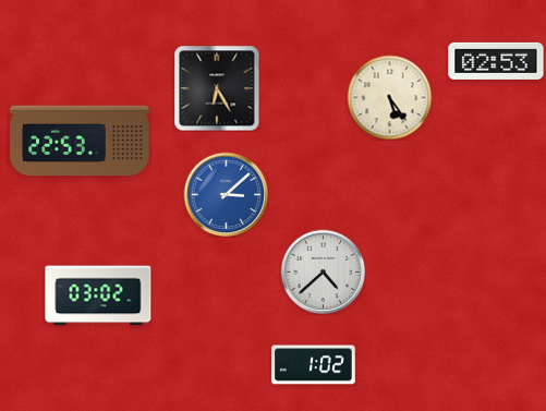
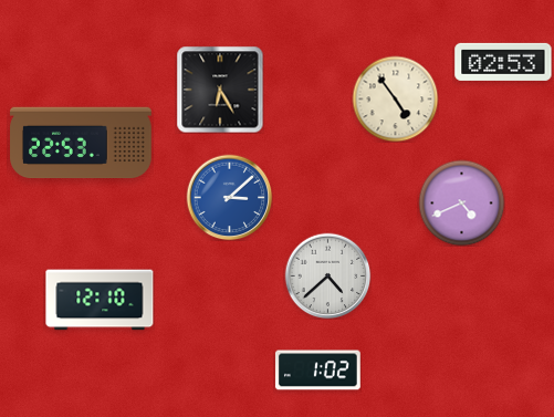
clock at (389, 97): 5:24 -> 4:54
clock at (461, 202): none -> 4:41
clock at (98, 295): 03:02 -> 12:10
